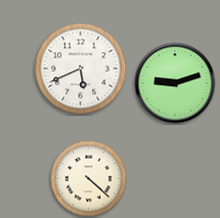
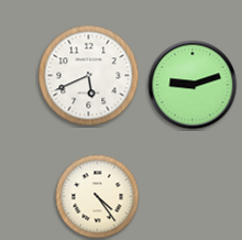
clock at (175, 83) position: (175, 83) -> (193, 85)
clock at (89, 179): 4:22 -> 4:24
